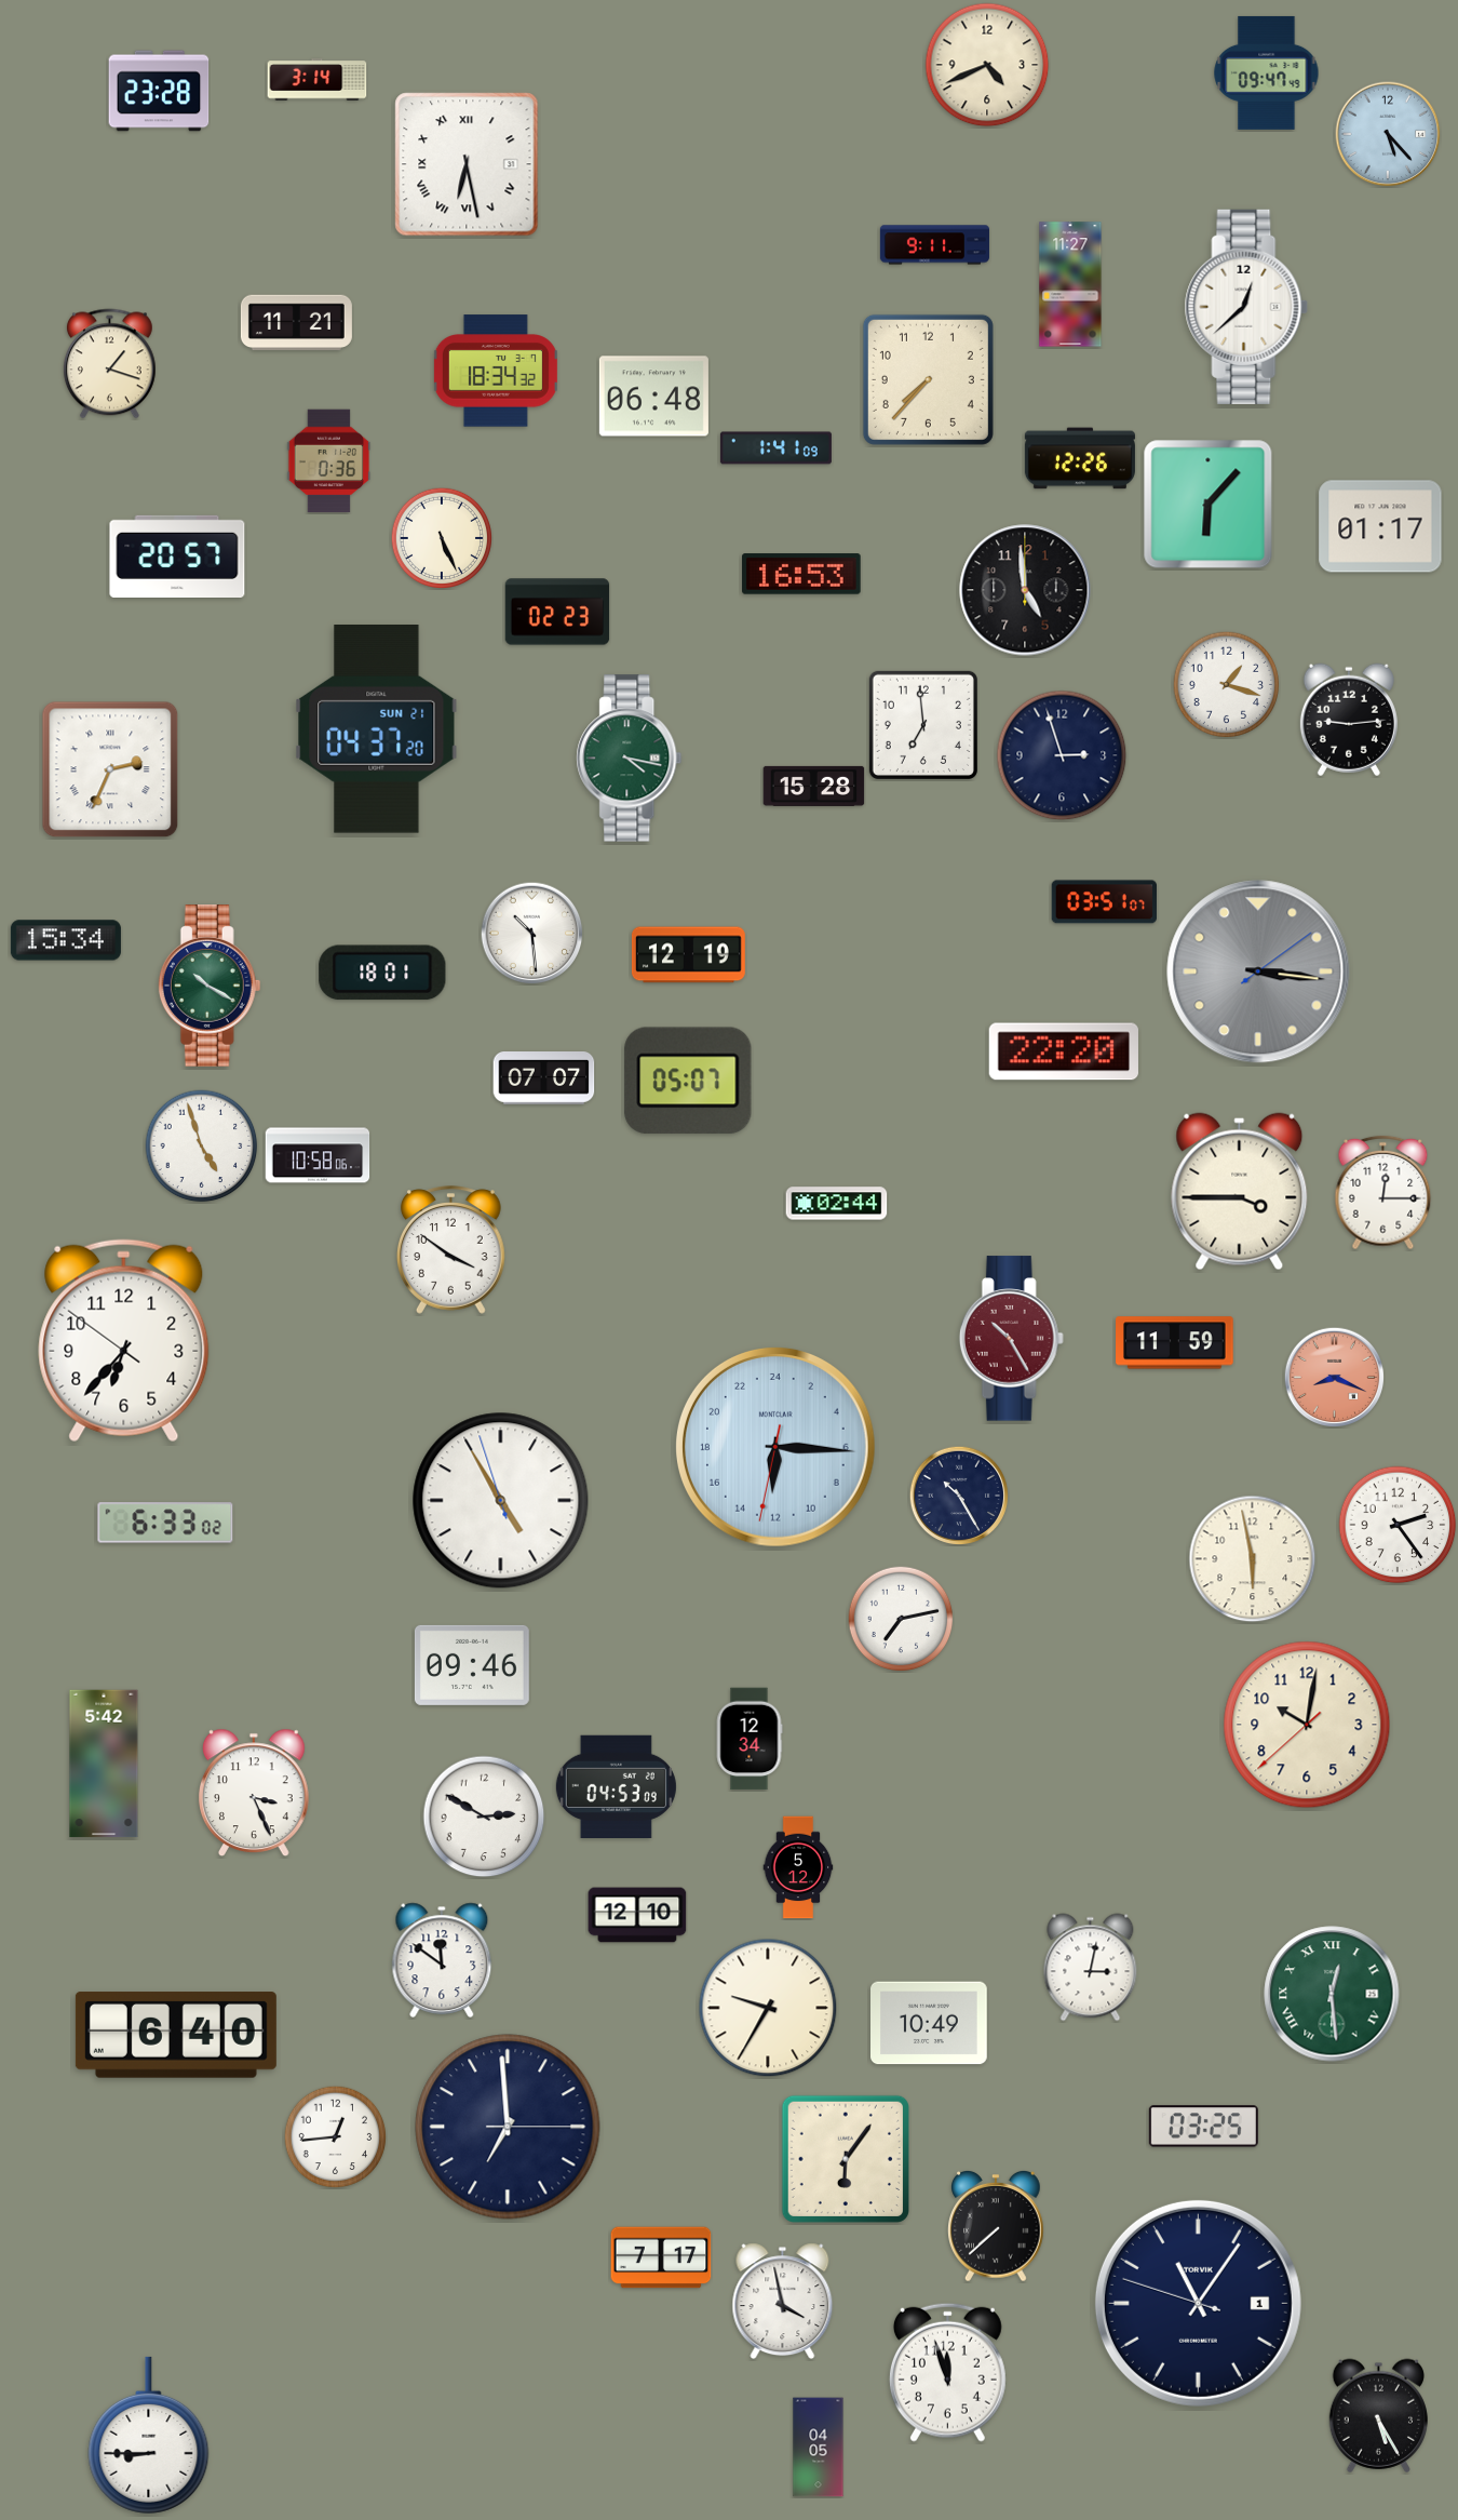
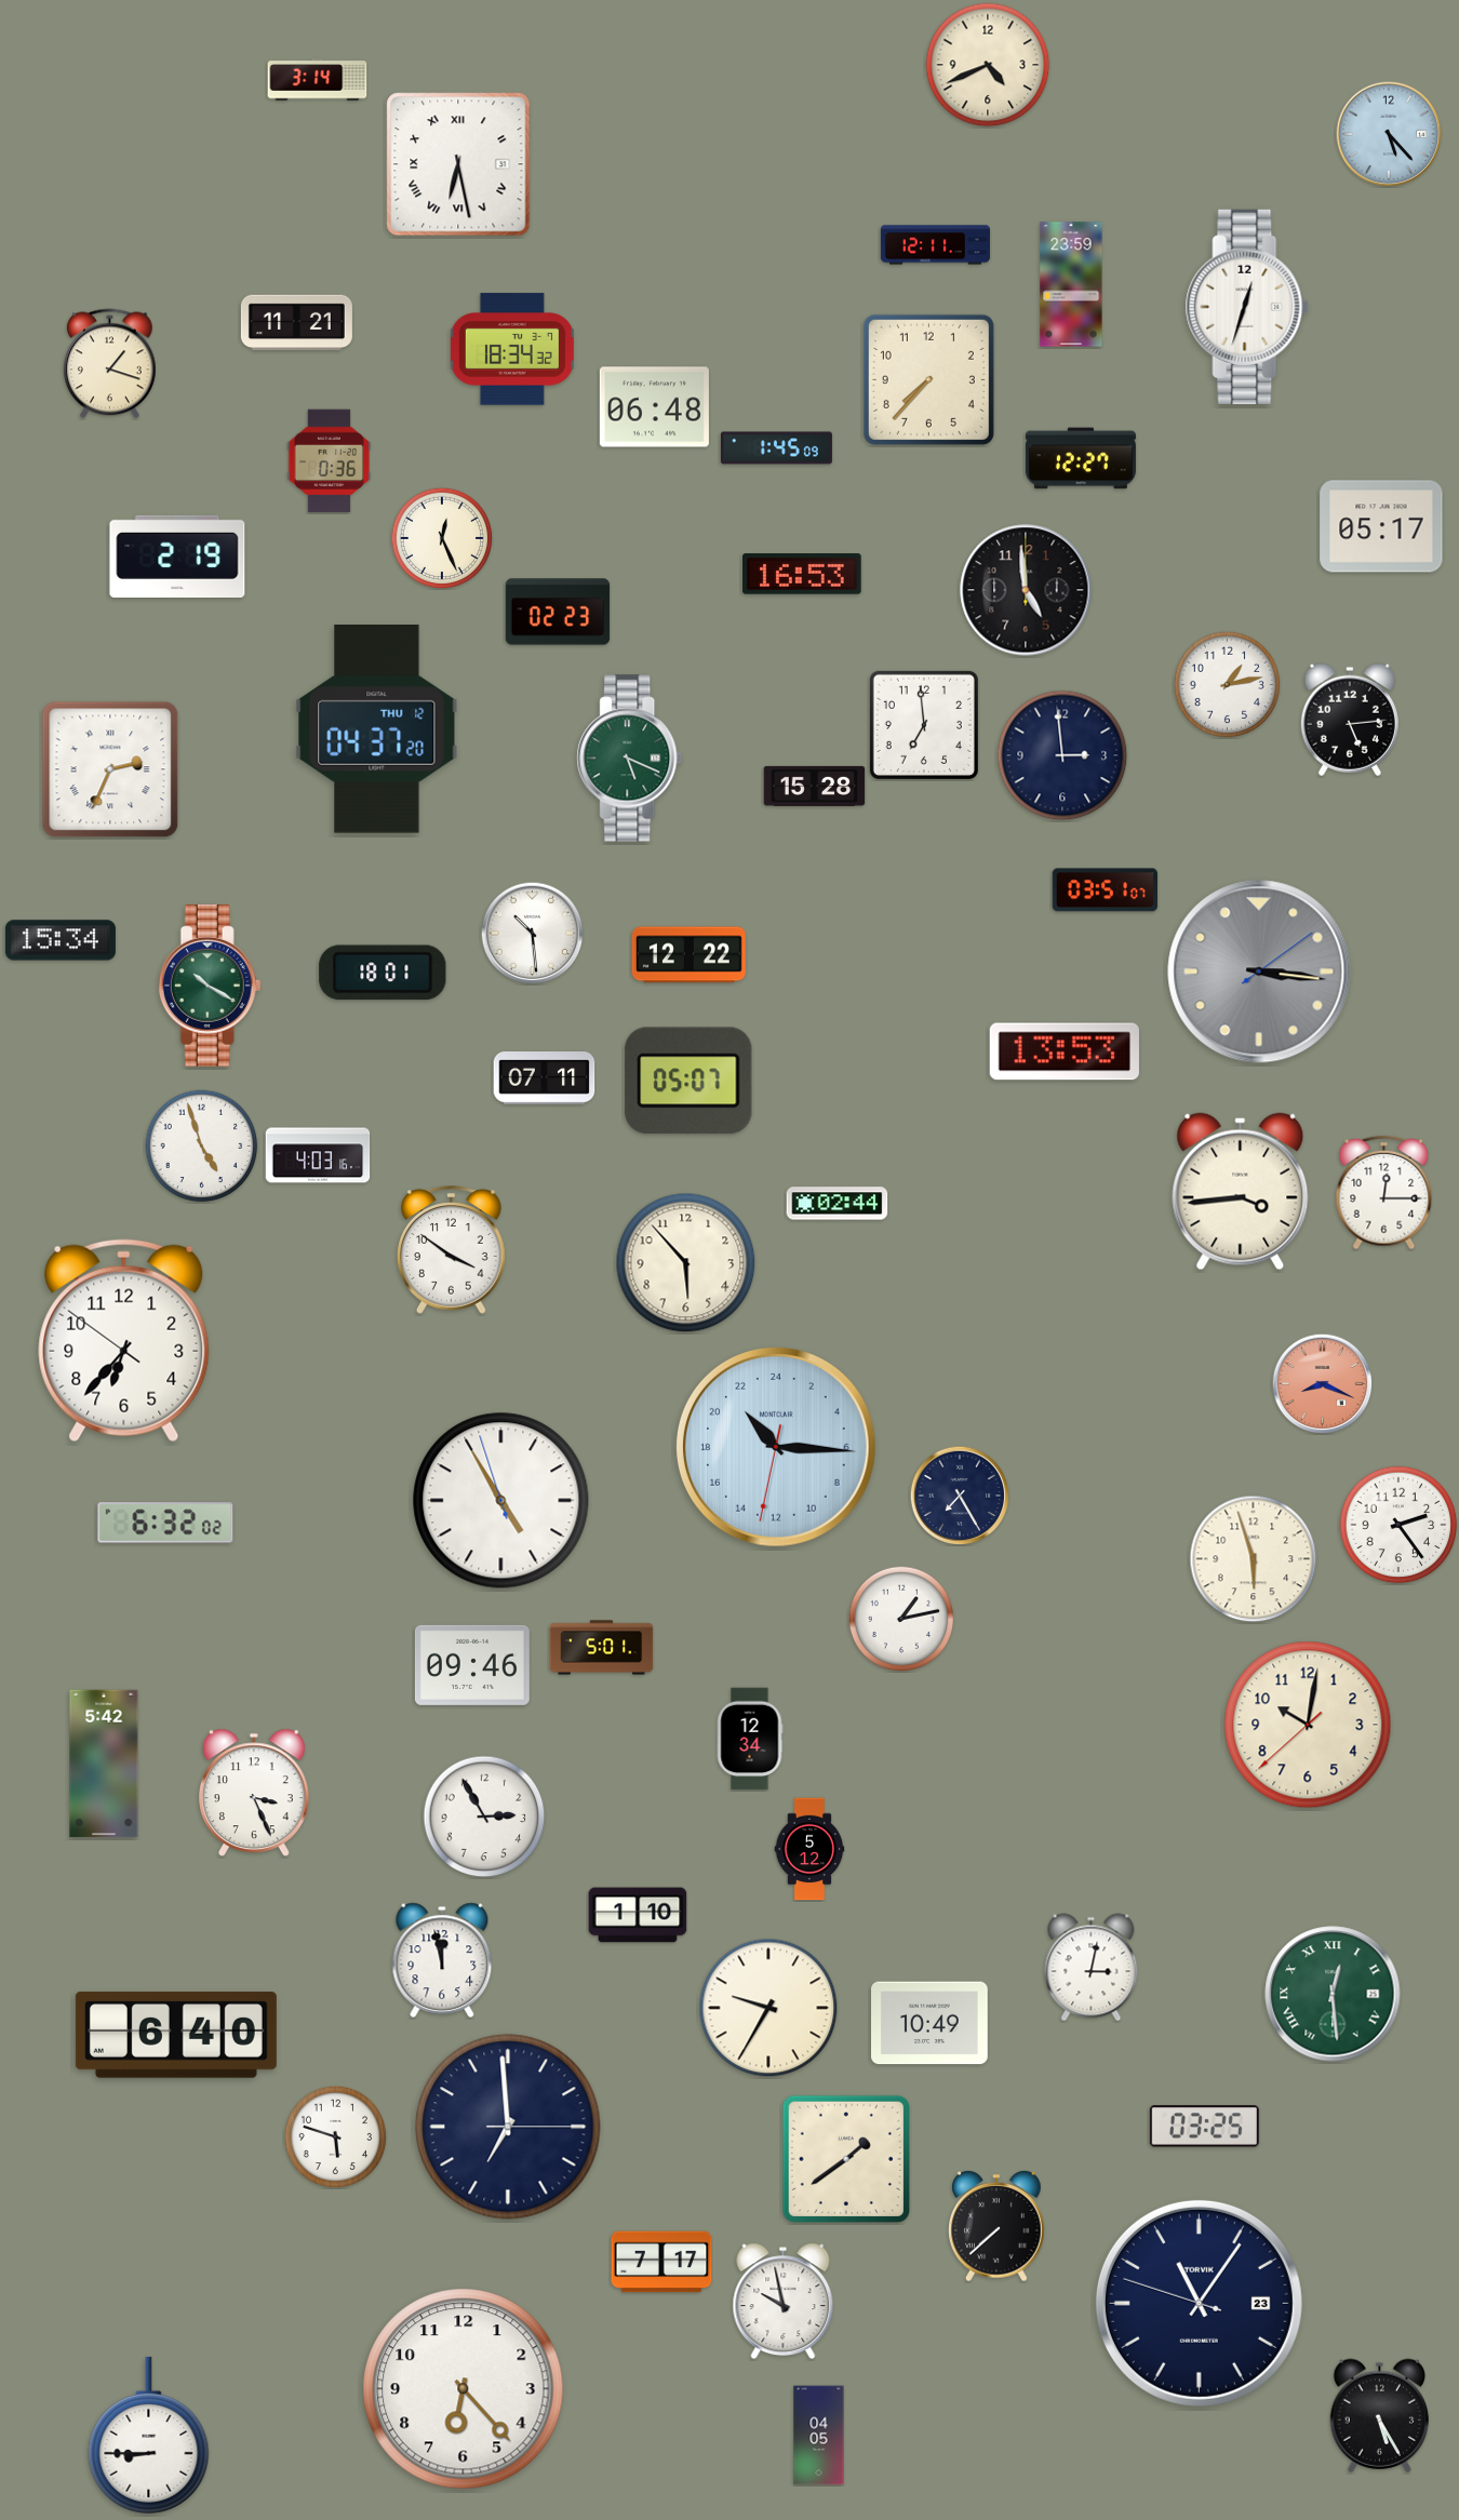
clock at (1267, 72): 09:47 -> none
clock at (159, 91): 23:28 -> none
clock at (467, 164) position: (467, 164) -> (458, 164)
clock at (934, 245): 9:11 -> 12:11
clock at (1070, 284): 11:27 -> 23:59
clock at (1246, 307): 12:38 -> 12:33
clock at (496, 371) position: (496, 371) -> (512, 349)
clock at (653, 397) position: (653, 397) -> (654, 407)
clock at (775, 448): 1:41 -> 1:45
clock at (1080, 458): 12:26 -> 12:27
clock at (1209, 505): 6:07 -> none
clock at (1380, 526): 01:17 -> 05:17
clock at (442, 538): 5:26 -> 12:26
clock at (177, 555): 20:57 -> 2:19
clock at (1227, 685): 1:18 -> 1:13
clock at (1349, 720): 9:14 -> 5:14
clock at (377, 729) date: SUN 21 -> THU 12
clock at (1062, 755): 2:57 -> 2:59
clock at (630, 759): 4:17 -> 5:19
clock at (1104, 902) position: (1104, 902) -> (1105, 890)
clock at (66, 940) position: (66, 940) -> (61, 940)
clock at (688, 955): 12:19 -> 12:22
clock at (1064, 1051): 22:20 -> 13:53
clock at (544, 1078): 07:07 -> 07:11
clock at (318, 1155): 10:58 -> 4:03
clock at (1240, 1192): 3:45 -> 3:44
clock at (686, 1263): none -> 5:53
clock at (1011, 1339): 10:25 -> none
clock at (1175, 1343): 11:59 -> none
clock at (1334, 1377) position: (1334, 1377) -> (1322, 1383)
clock at (777, 1448): 12:15 -> 21:15
clock at (959, 1496): 10:25 -> 7:25
clock at (165, 1523): 6:33 -> 6:32
clock at (1253, 1559): 5:58 -> 5:57
clock at (901, 1619): 7:13 -> 1:13
clock at (602, 1648): none -> 5:01
clock at (616, 1786): 04:53 -> none
clock at (484, 1817): 2:50 -> 2:55
clock at (798, 1867) position: (798, 1867) -> (809, 1849)
clock at (637, 1915): 12:10 -> 1:10
clock at (442, 1959): 11:51 -> 11:58
clock at (335, 2136): 12:44 -> 5:48
clock at (845, 2158): 6:06 -> 1:39
clock at (661, 2257) position: (661, 2257) -> (661, 2262)
clock at (783, 2302): 3:58 -> 9:58
clock at (1198, 2303) date: 1 -> 23
clock at (947, 2372): 11:57 -> none
clock at (464, 2389): none -> 6:23
clock at (819, 2448) position: (819, 2448) -> (819, 2436)
